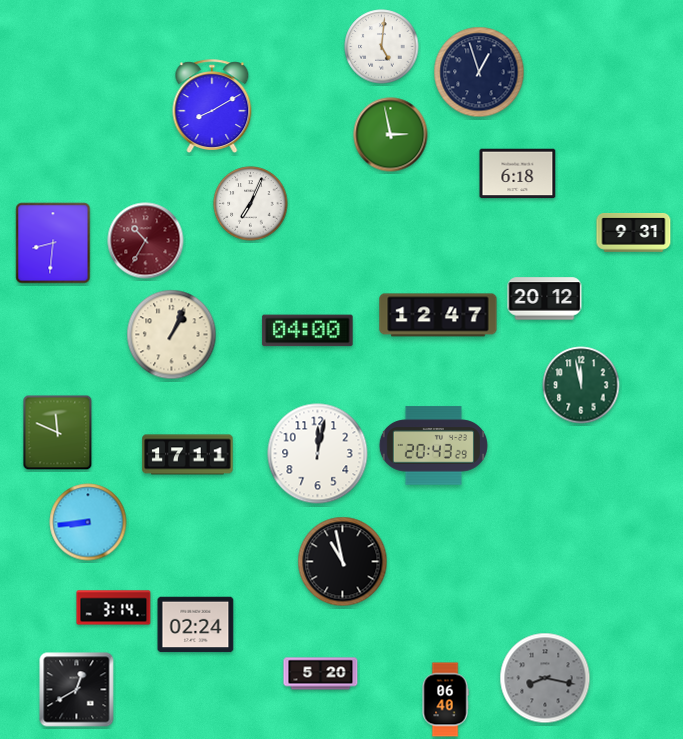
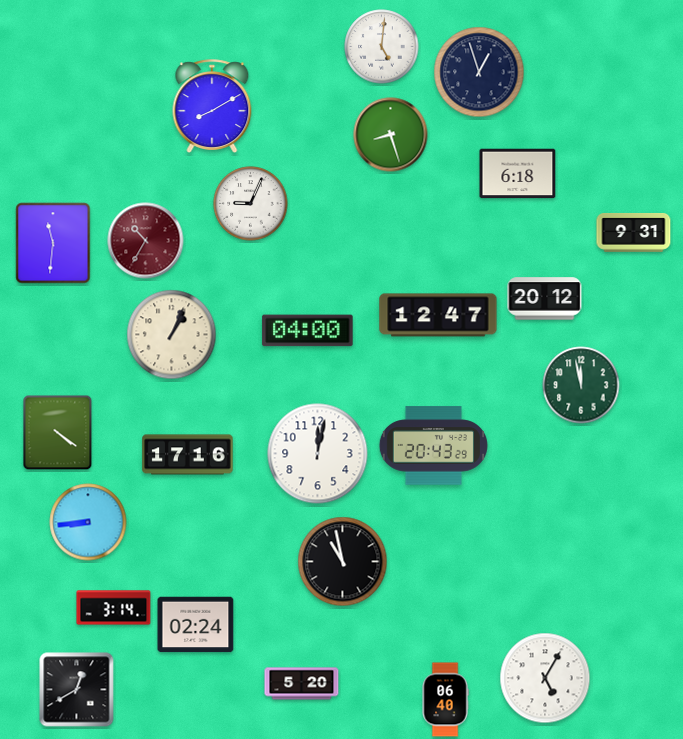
clock at (391, 135): 2:58 -> 8:27
clock at (251, 204): 7:04 -> 9:04
clock at (53, 243): 8:31 -> 11:31
clock at (58, 433): 11:49 -> 4:21
clock at (188, 455): 17:11 -> 17:16
clock at (321, 674) position: (321, 674) -> (302, 684)
clock at (545, 678): 8:17 -> 5:05
clock at (545, 678) dial: grey -> white
